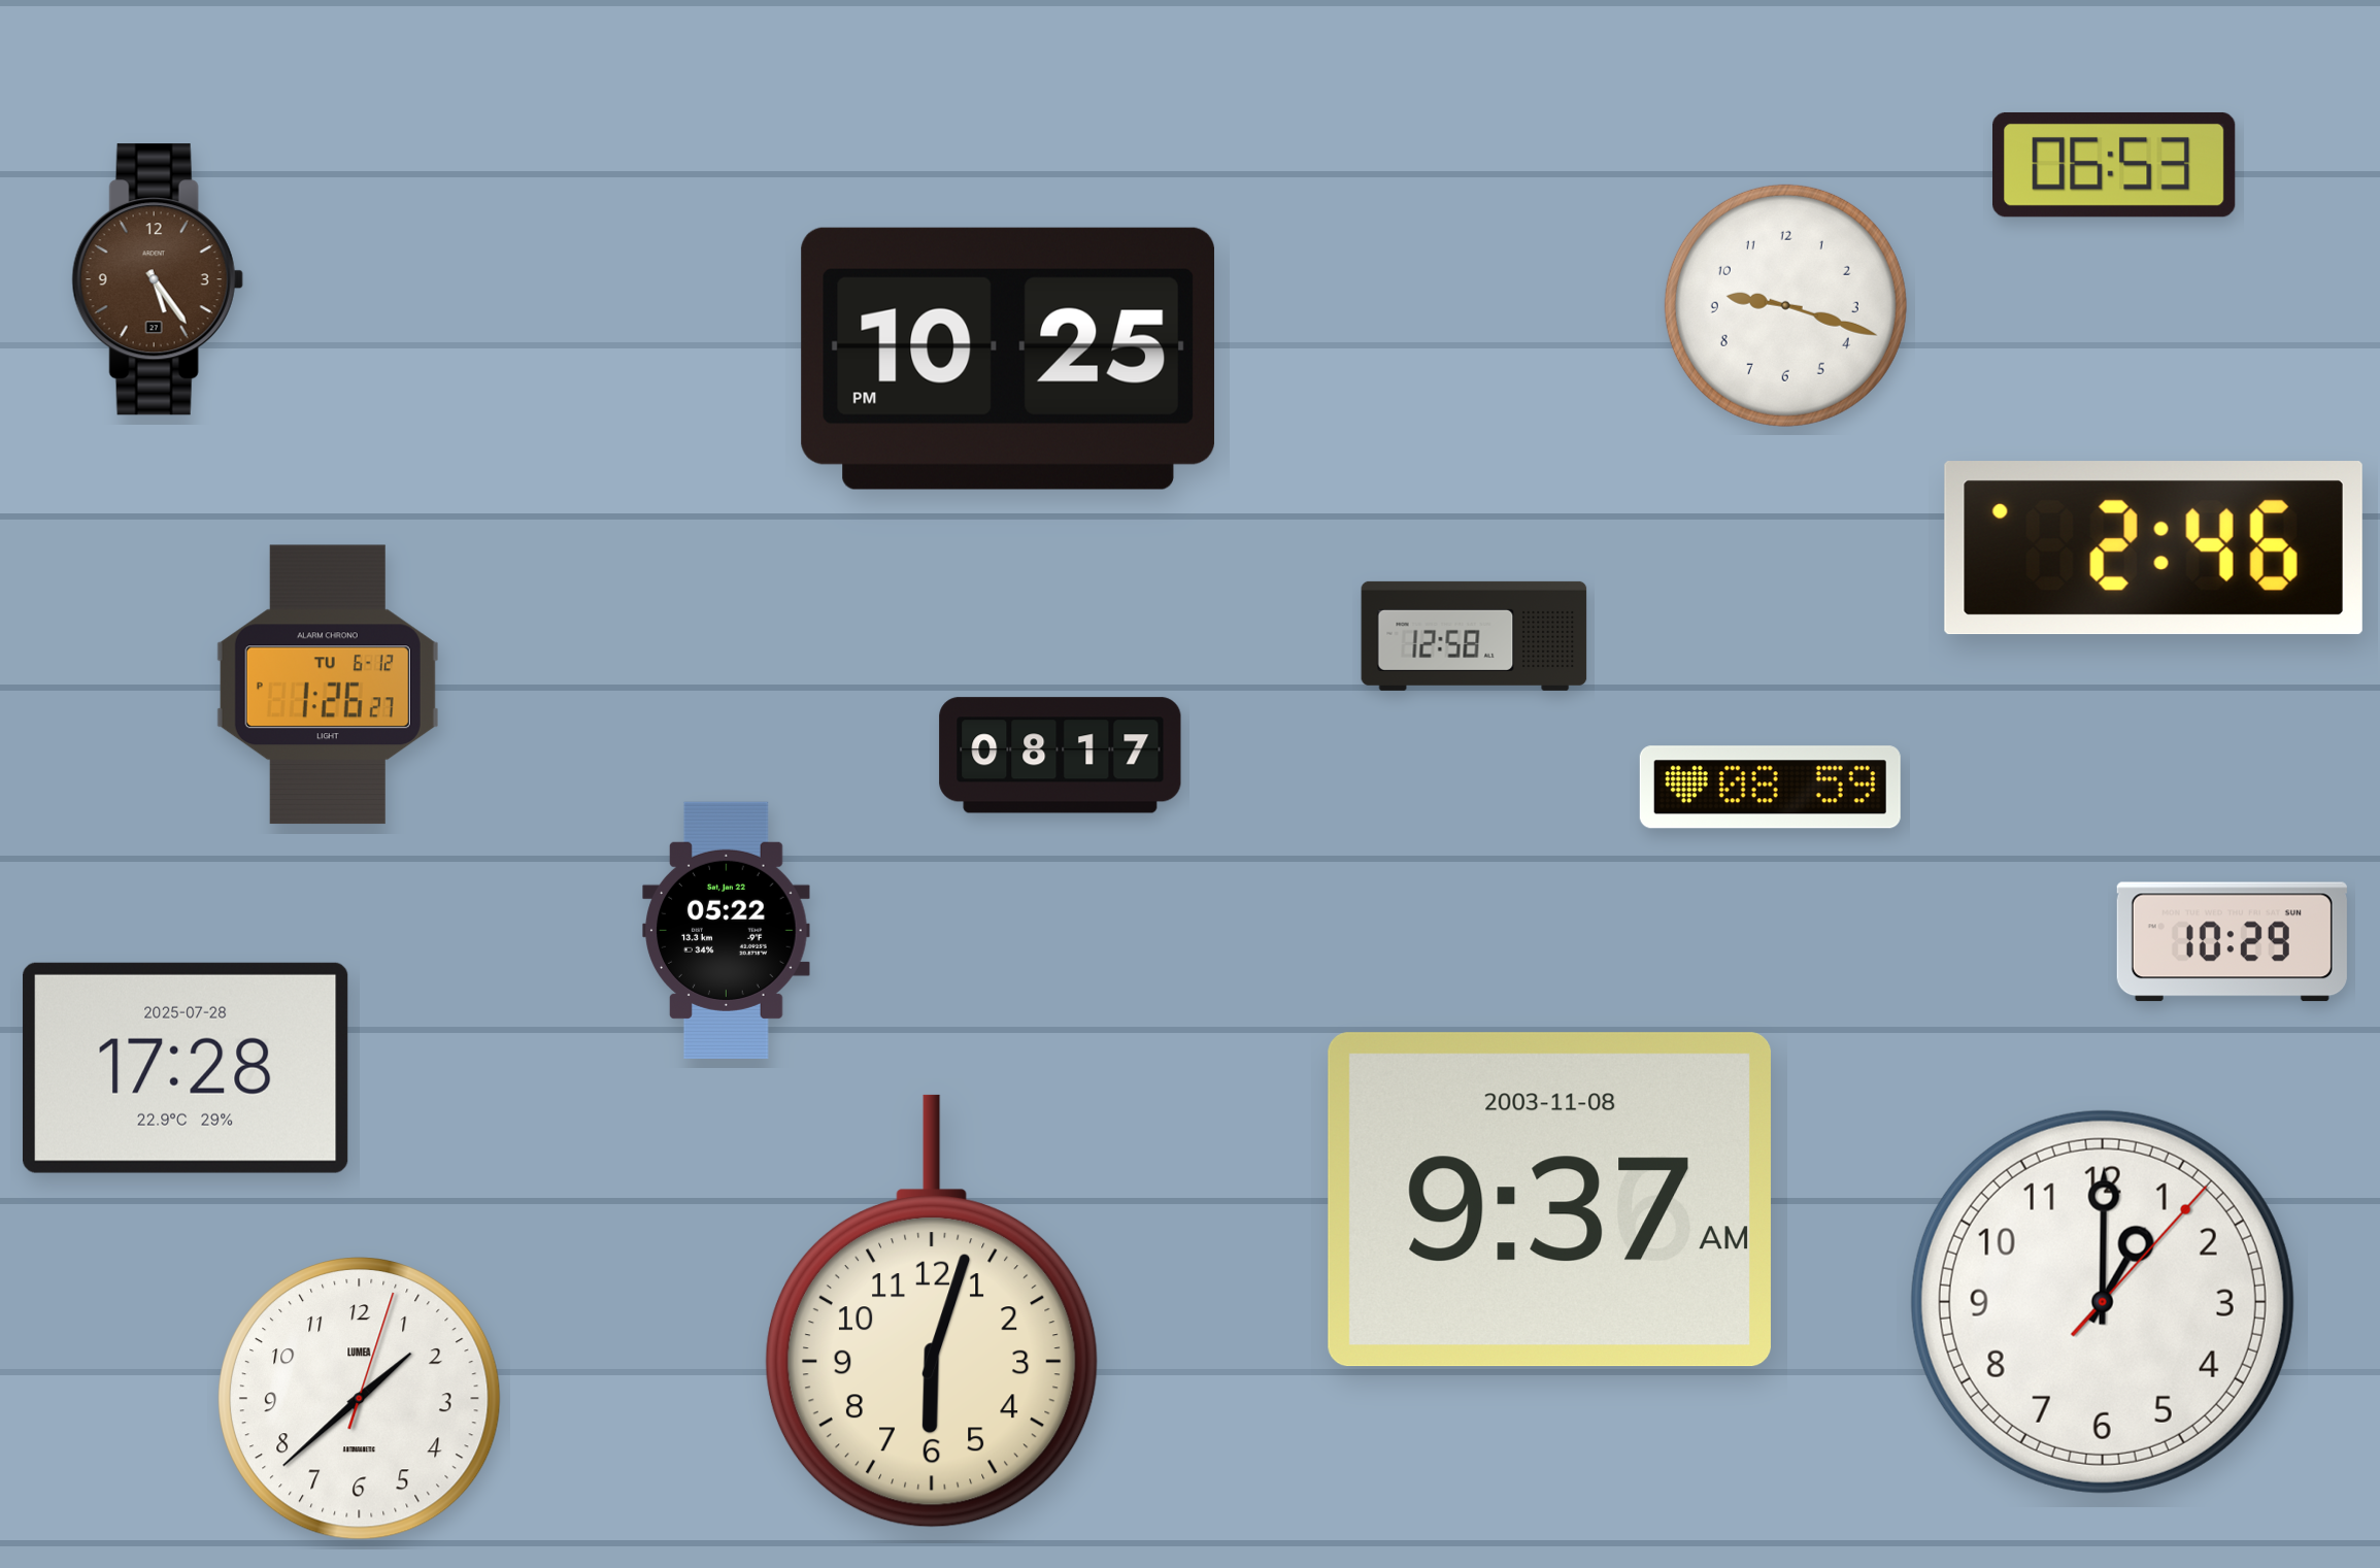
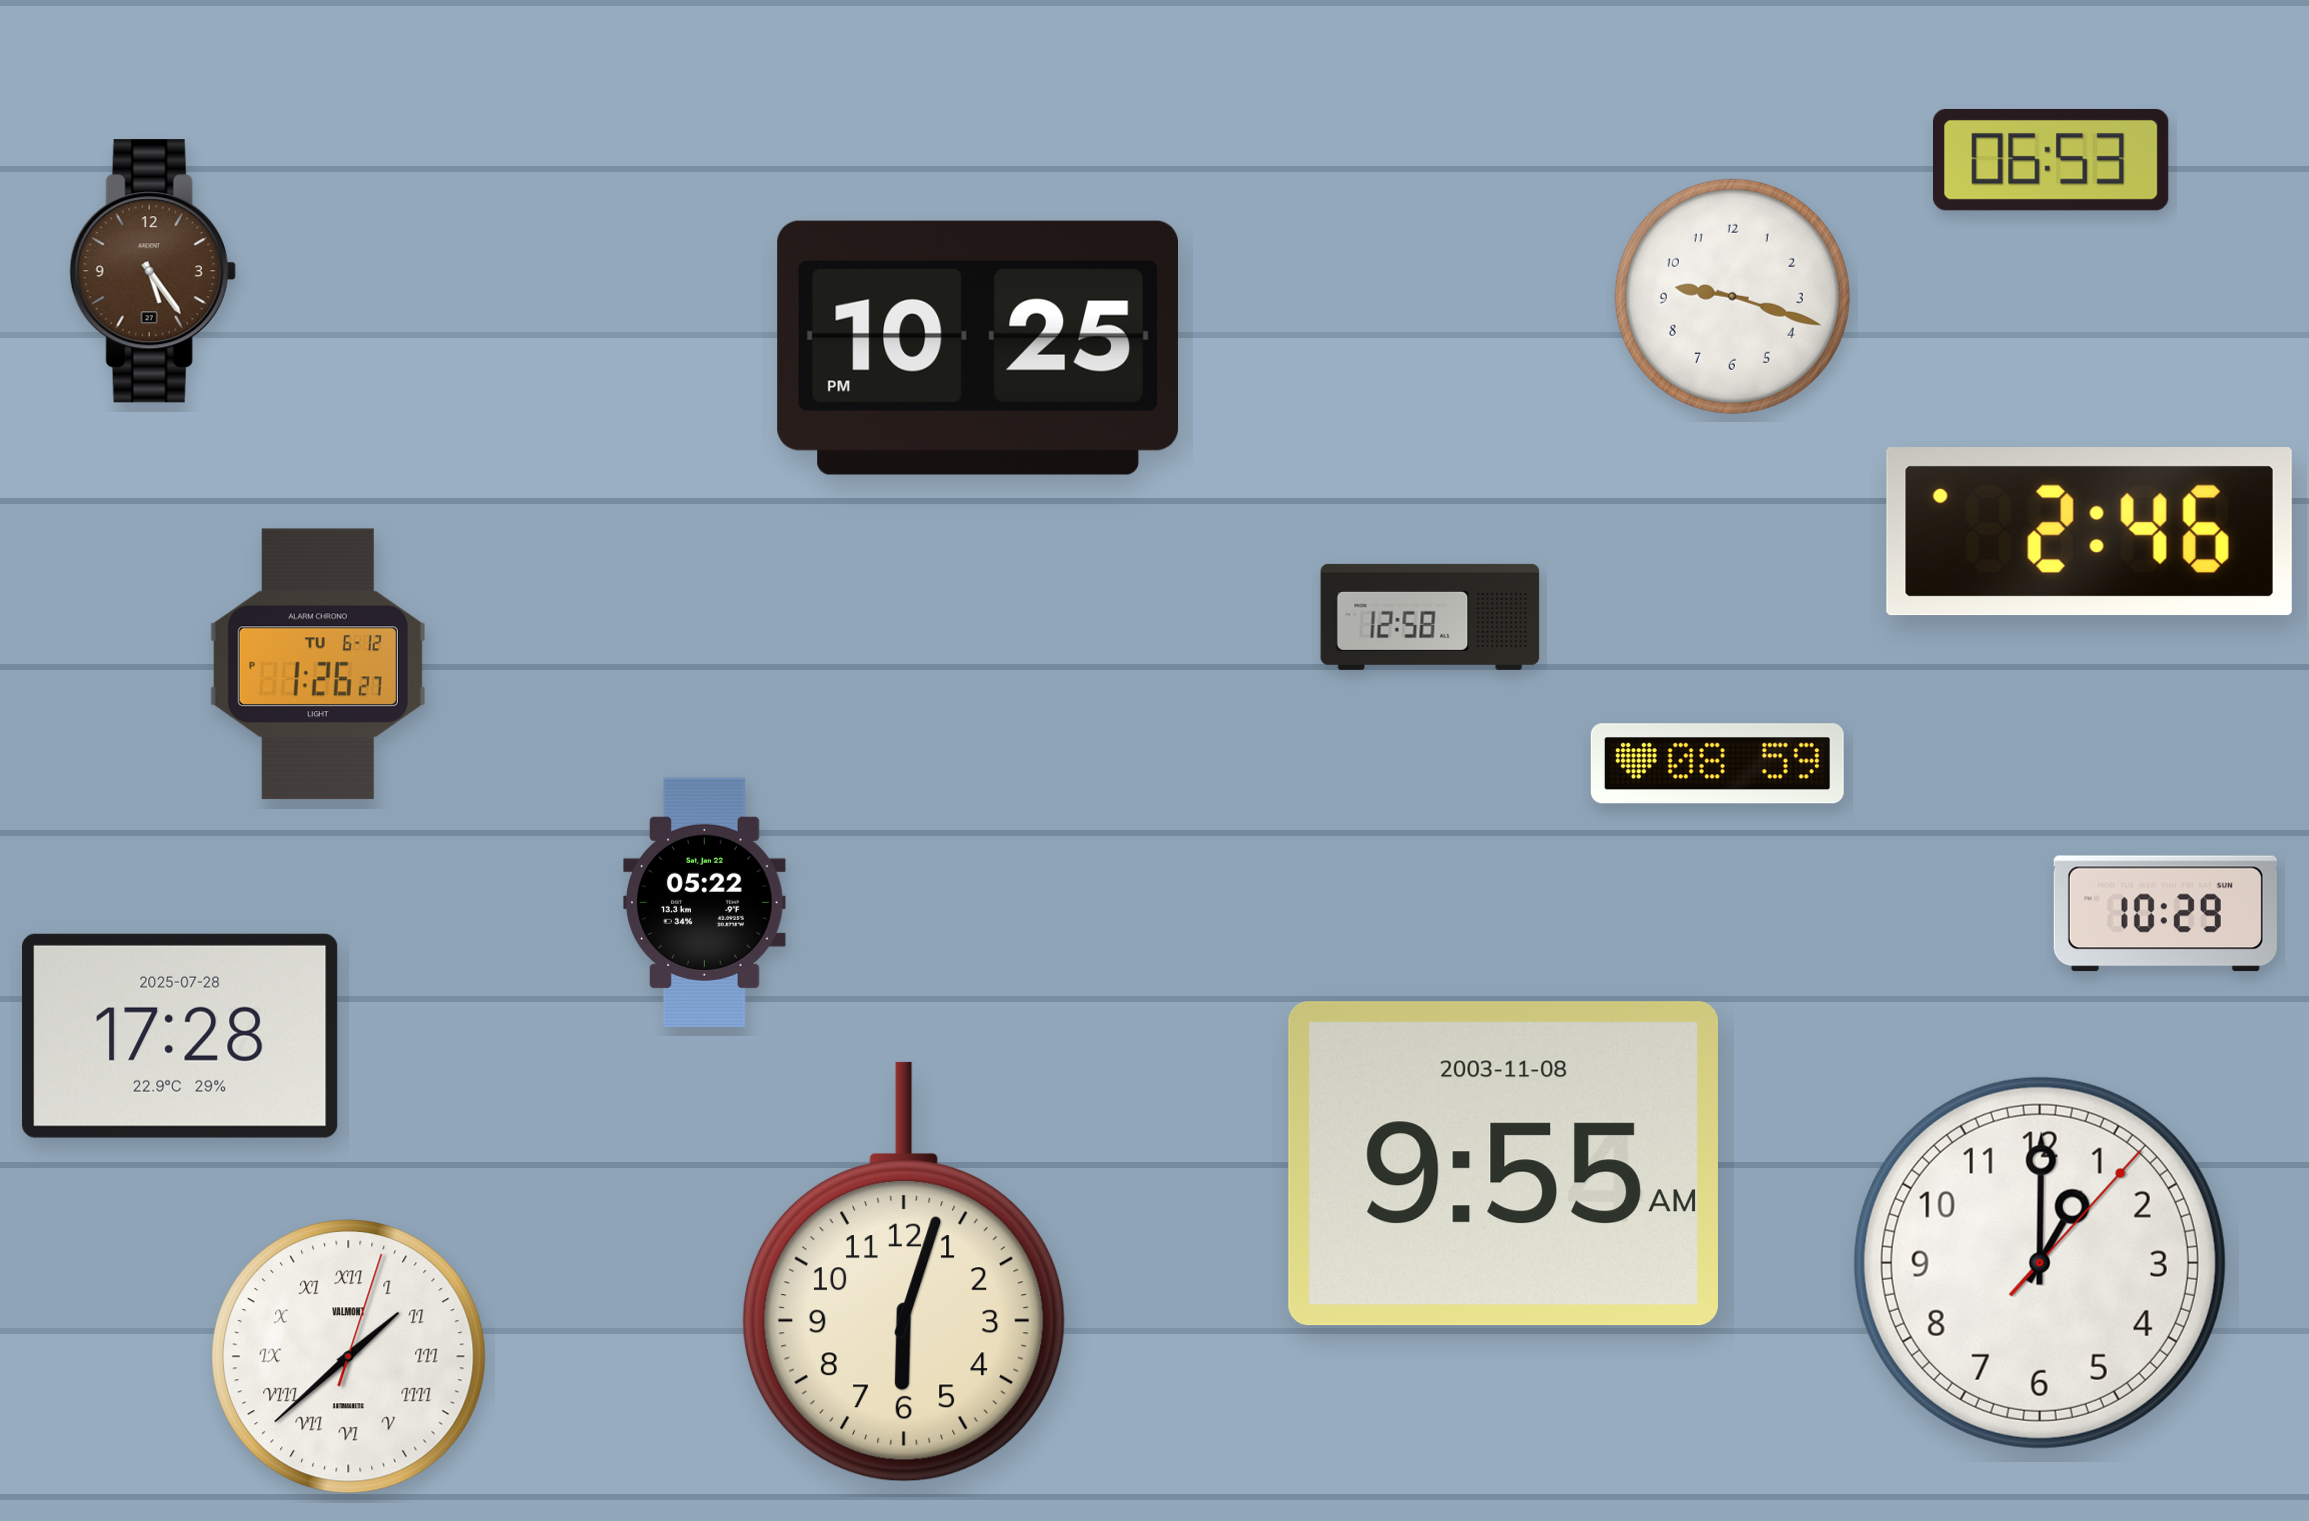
clock at (1061, 756): 08:17 -> none
clock at (1549, 1200): 9:37 -> 9:55
clock at (360, 1399) numerals: Arabic -> Roman
clock at (360, 1399) brand: LUMEA -> VALMONT
